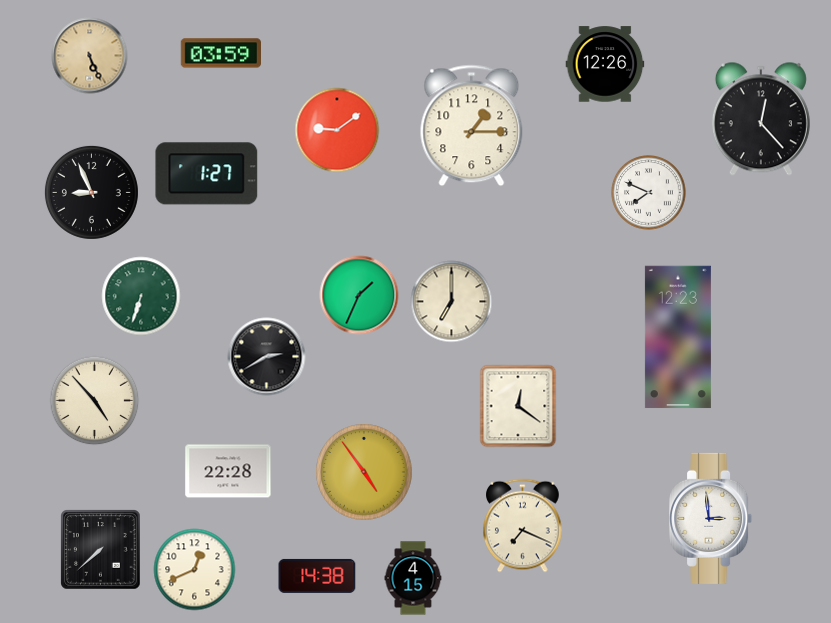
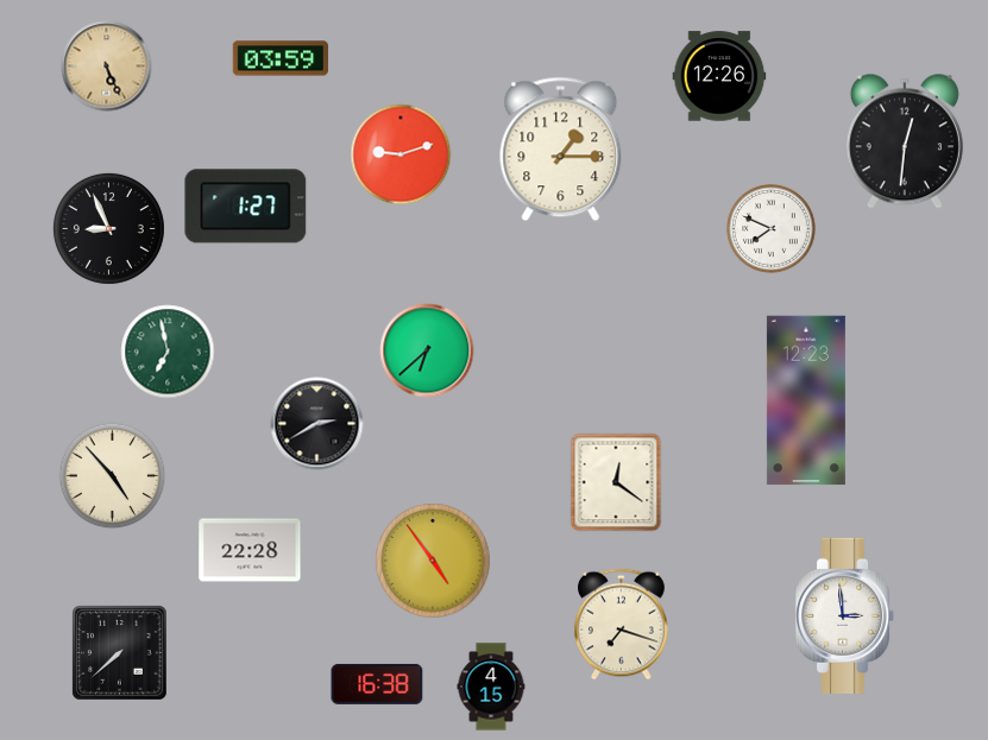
clock at (220, 53) position: (220, 53) -> (279, 58)
clock at (761, 119): 12:23 -> 12:31
clock at (337, 130): 9:09 -> 9:12
clock at (359, 295): 1:34 -> 6:38
clock at (141, 296): 6:33 -> 6:58
clock at (452, 302): 7:00 -> none
clock at (228, 471) position: (228, 471) -> (250, 550)
clock at (523, 526): 7:19 -> 7:18
clock at (195, 570): 12:41 -> none
clock at (317, 576): 14:38 -> 16:38
